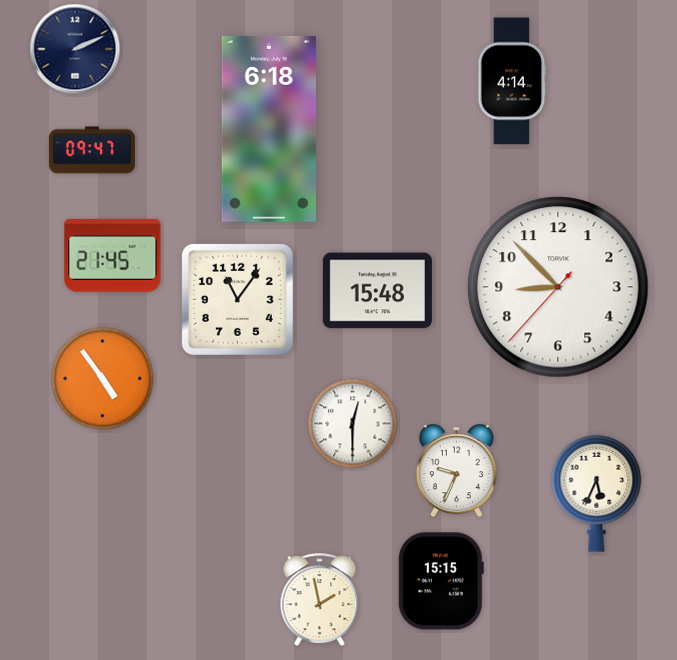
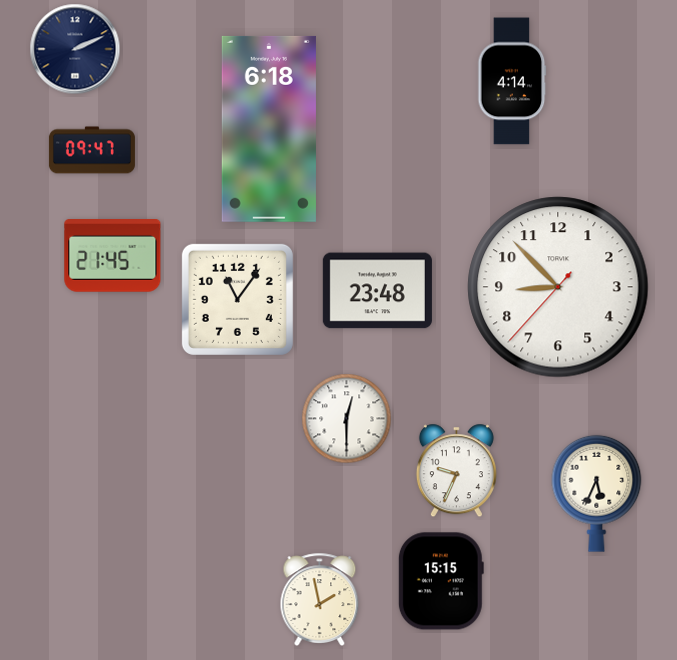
clock at (377, 291): 15:48 -> 23:48
clock at (103, 379): 4:54 -> none
clock at (353, 424) position: (353, 424) -> (347, 419)
